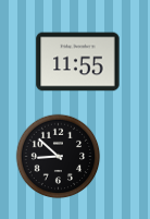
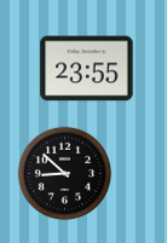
clock at (78, 62): 11:55 -> 23:55
